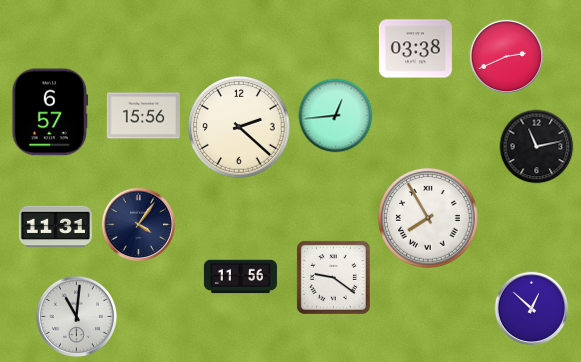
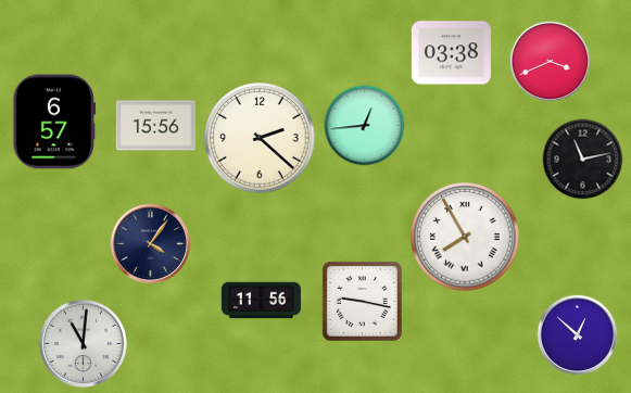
clock at (507, 57): 2:41 -> 3:41
clock at (55, 227): 11:31 -> none
clock at (333, 277): 9:21 -> 9:17
